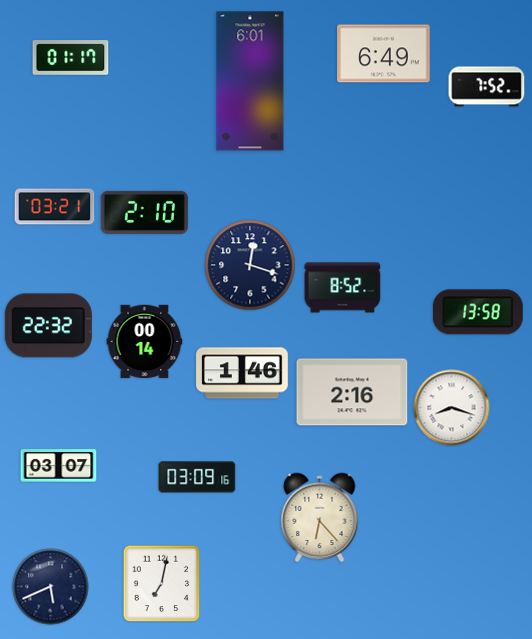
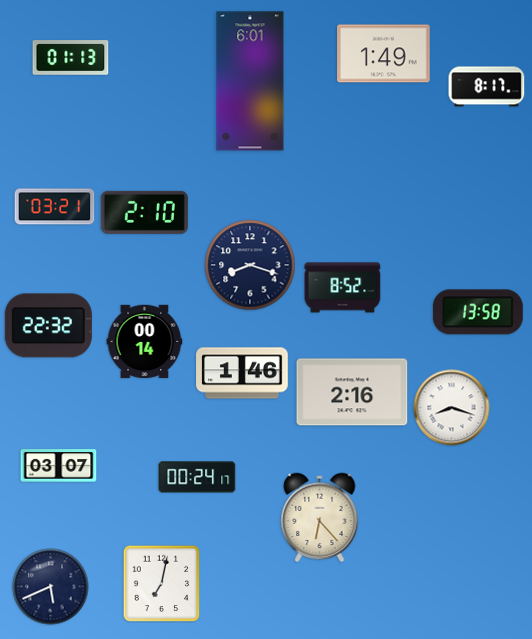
clock at (384, 54): 6:49 -> 1:49
clock at (71, 58): 01:17 -> 01:13
clock at (487, 87): 7:52 -> 8:17
clock at (250, 265): 12:18 -> 8:18
clock at (197, 477): 03:09 -> 00:24
